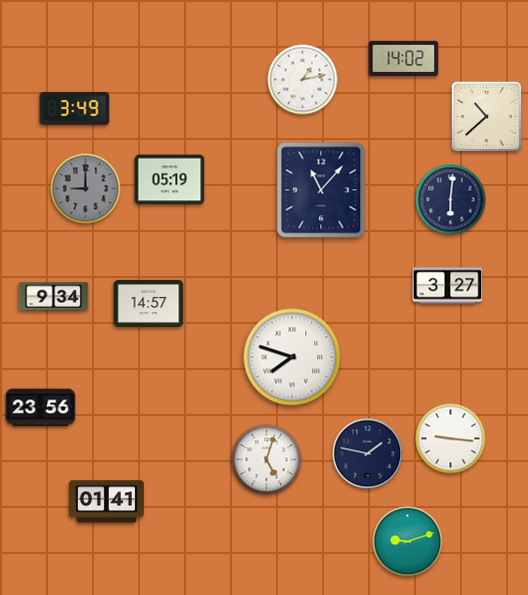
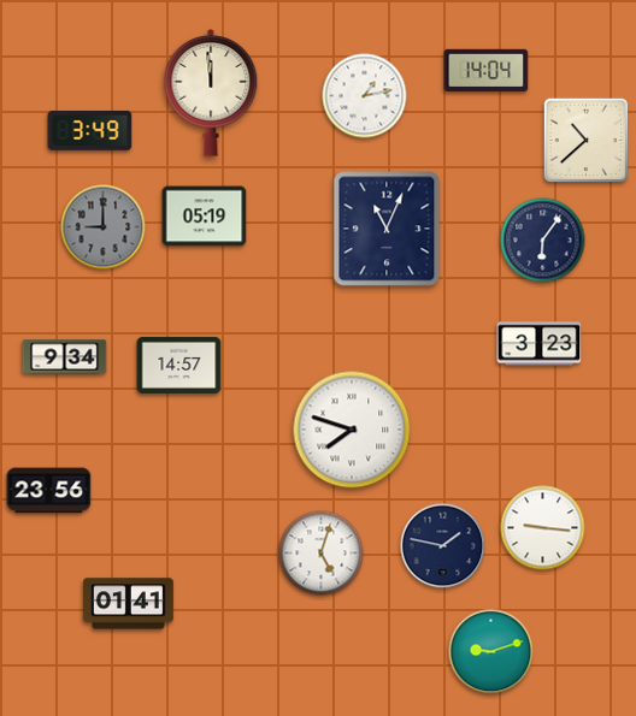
clock at (404, 58): 14:02 -> 14:04
clock at (211, 93): none -> 11:59
clock at (321, 190): 11:07 -> 11:04
clock at (451, 200): 6:01 -> 6:06
clock at (448, 286): 3:27 -> 3:23
